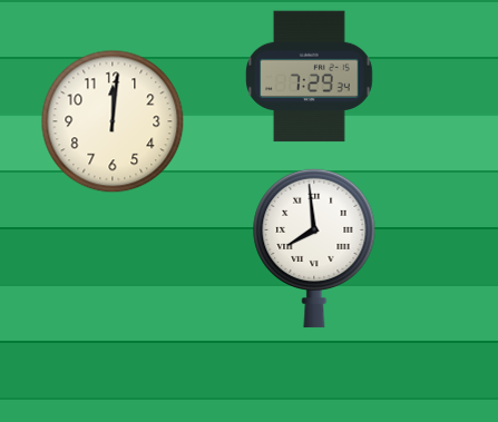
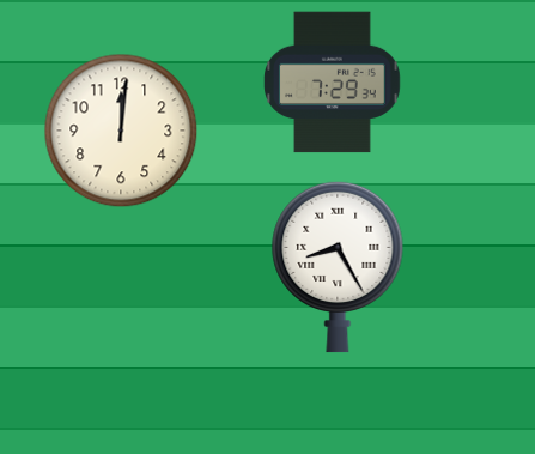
clock at (314, 248): 7:59 -> 8:25
